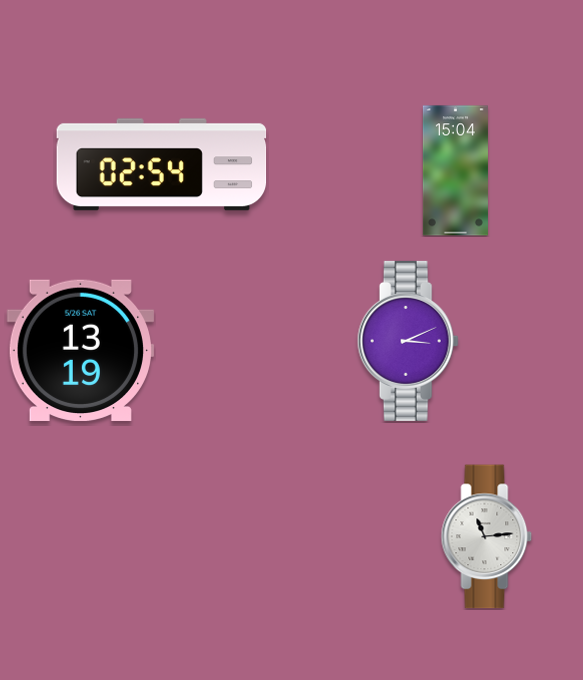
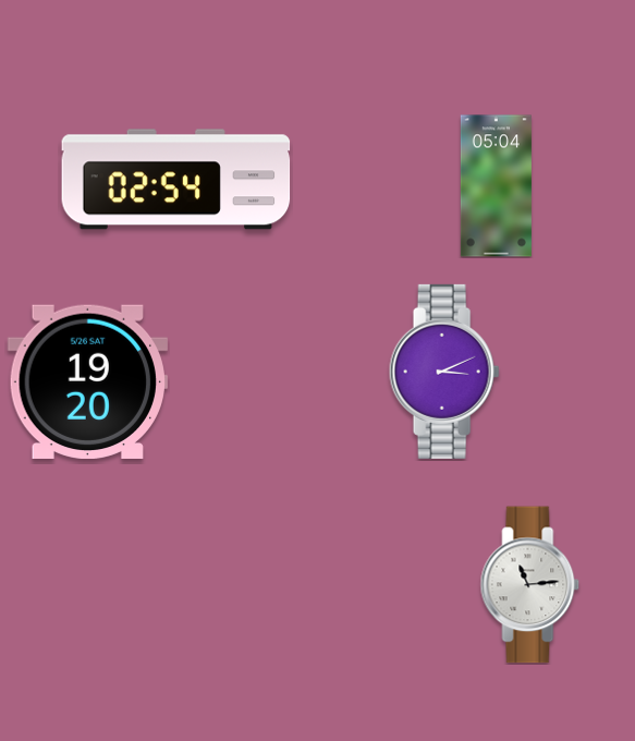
clock at (455, 171): 15:04 -> 05:04
clock at (80, 350): 13:19 -> 19:20
